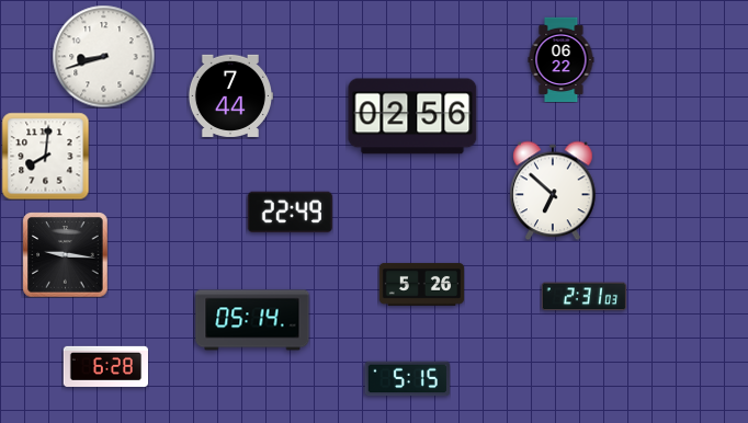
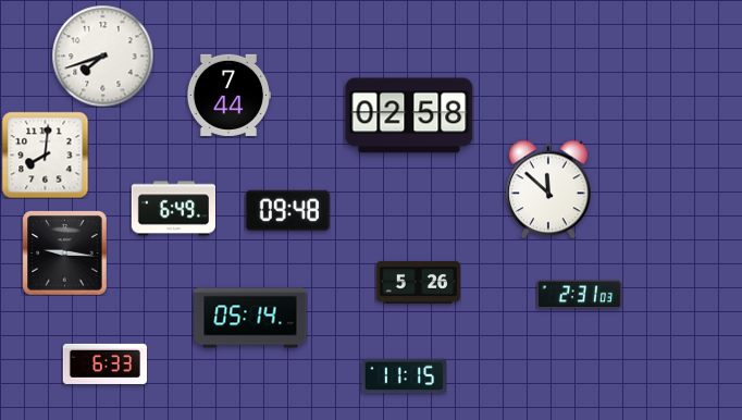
clock at (103, 56): 8:42 -> 7:42
clock at (562, 59): 06:22 -> none
clock at (412, 116): 02:56 -> 02:58
clock at (553, 191): 6:52 -> 11:52
clock at (173, 209): none -> 6:49
clock at (290, 213): 22:49 -> 09:48
clock at (105, 366): 6:28 -> 6:33
clock at (407, 379): 5:15 -> 11:15
